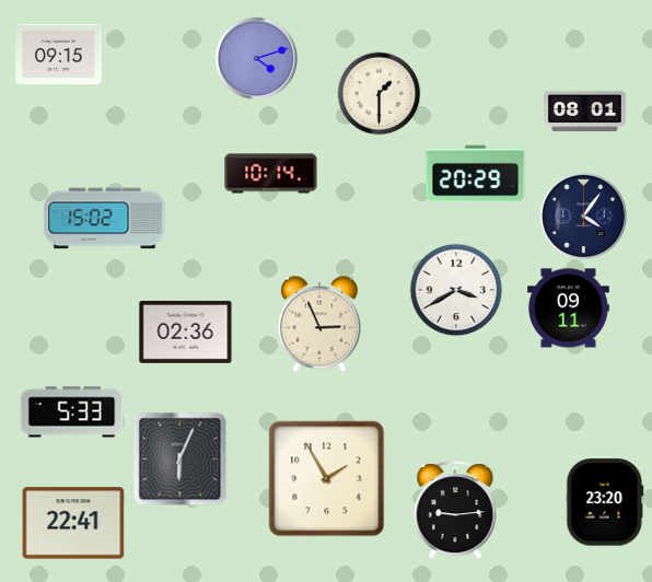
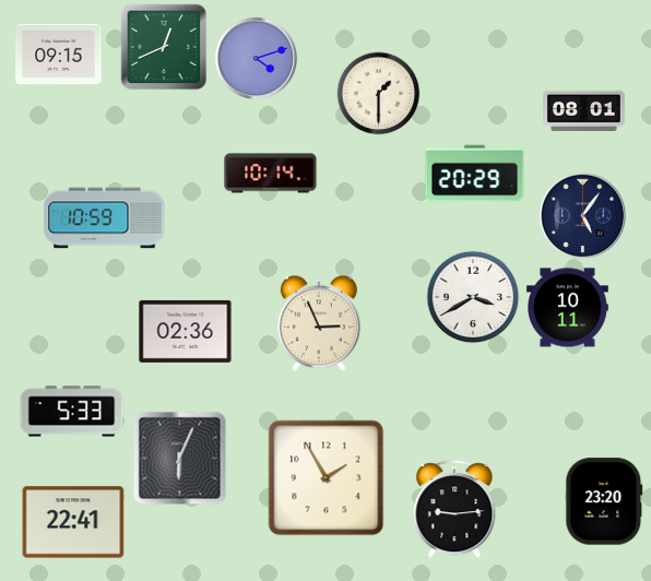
clock at (164, 47): none -> 12:41
clock at (584, 217): 4:06 -> 5:06
clock at (105, 219): 15:02 -> 10:59
clock at (456, 290) position: (456, 290) -> (473, 297)
clock at (569, 309): 09:11 -> 10:11
